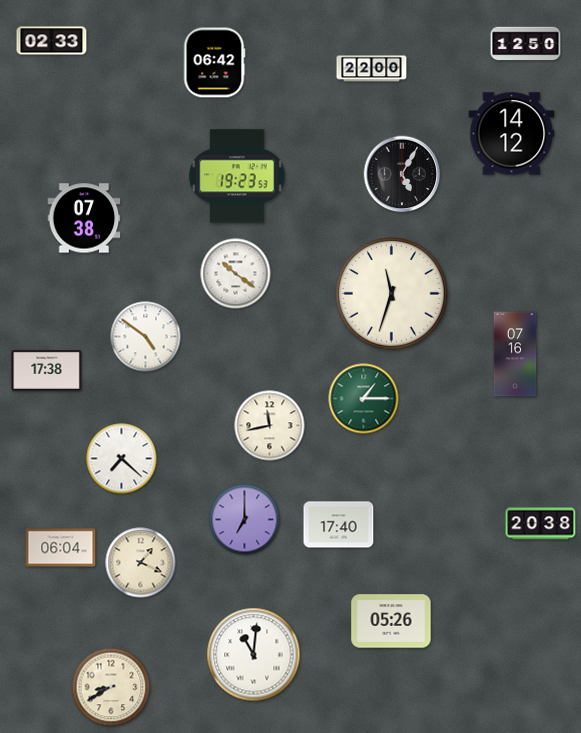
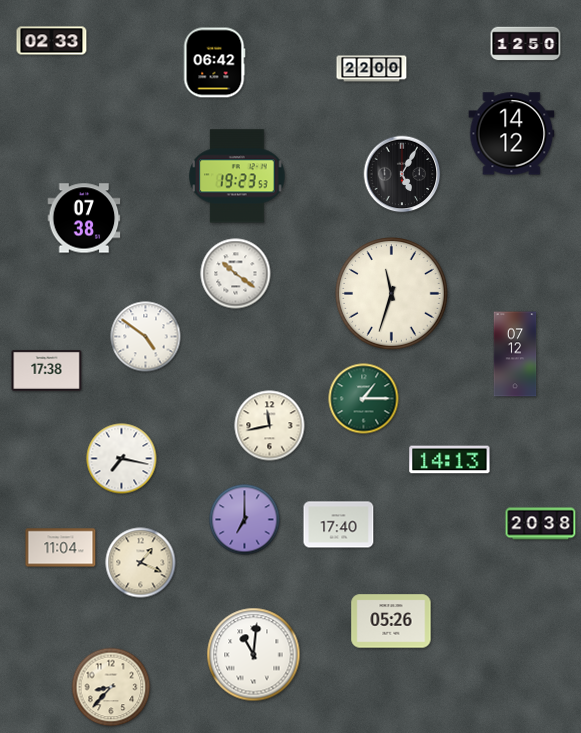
clock at (515, 354): 07:16 -> 07:12
clock at (122, 459): 7:22 -> 7:17
clock at (450, 460): none -> 14:13
clock at (61, 548): 06:04 -> 11:04
clock at (111, 687): 8:40 -> 8:37
